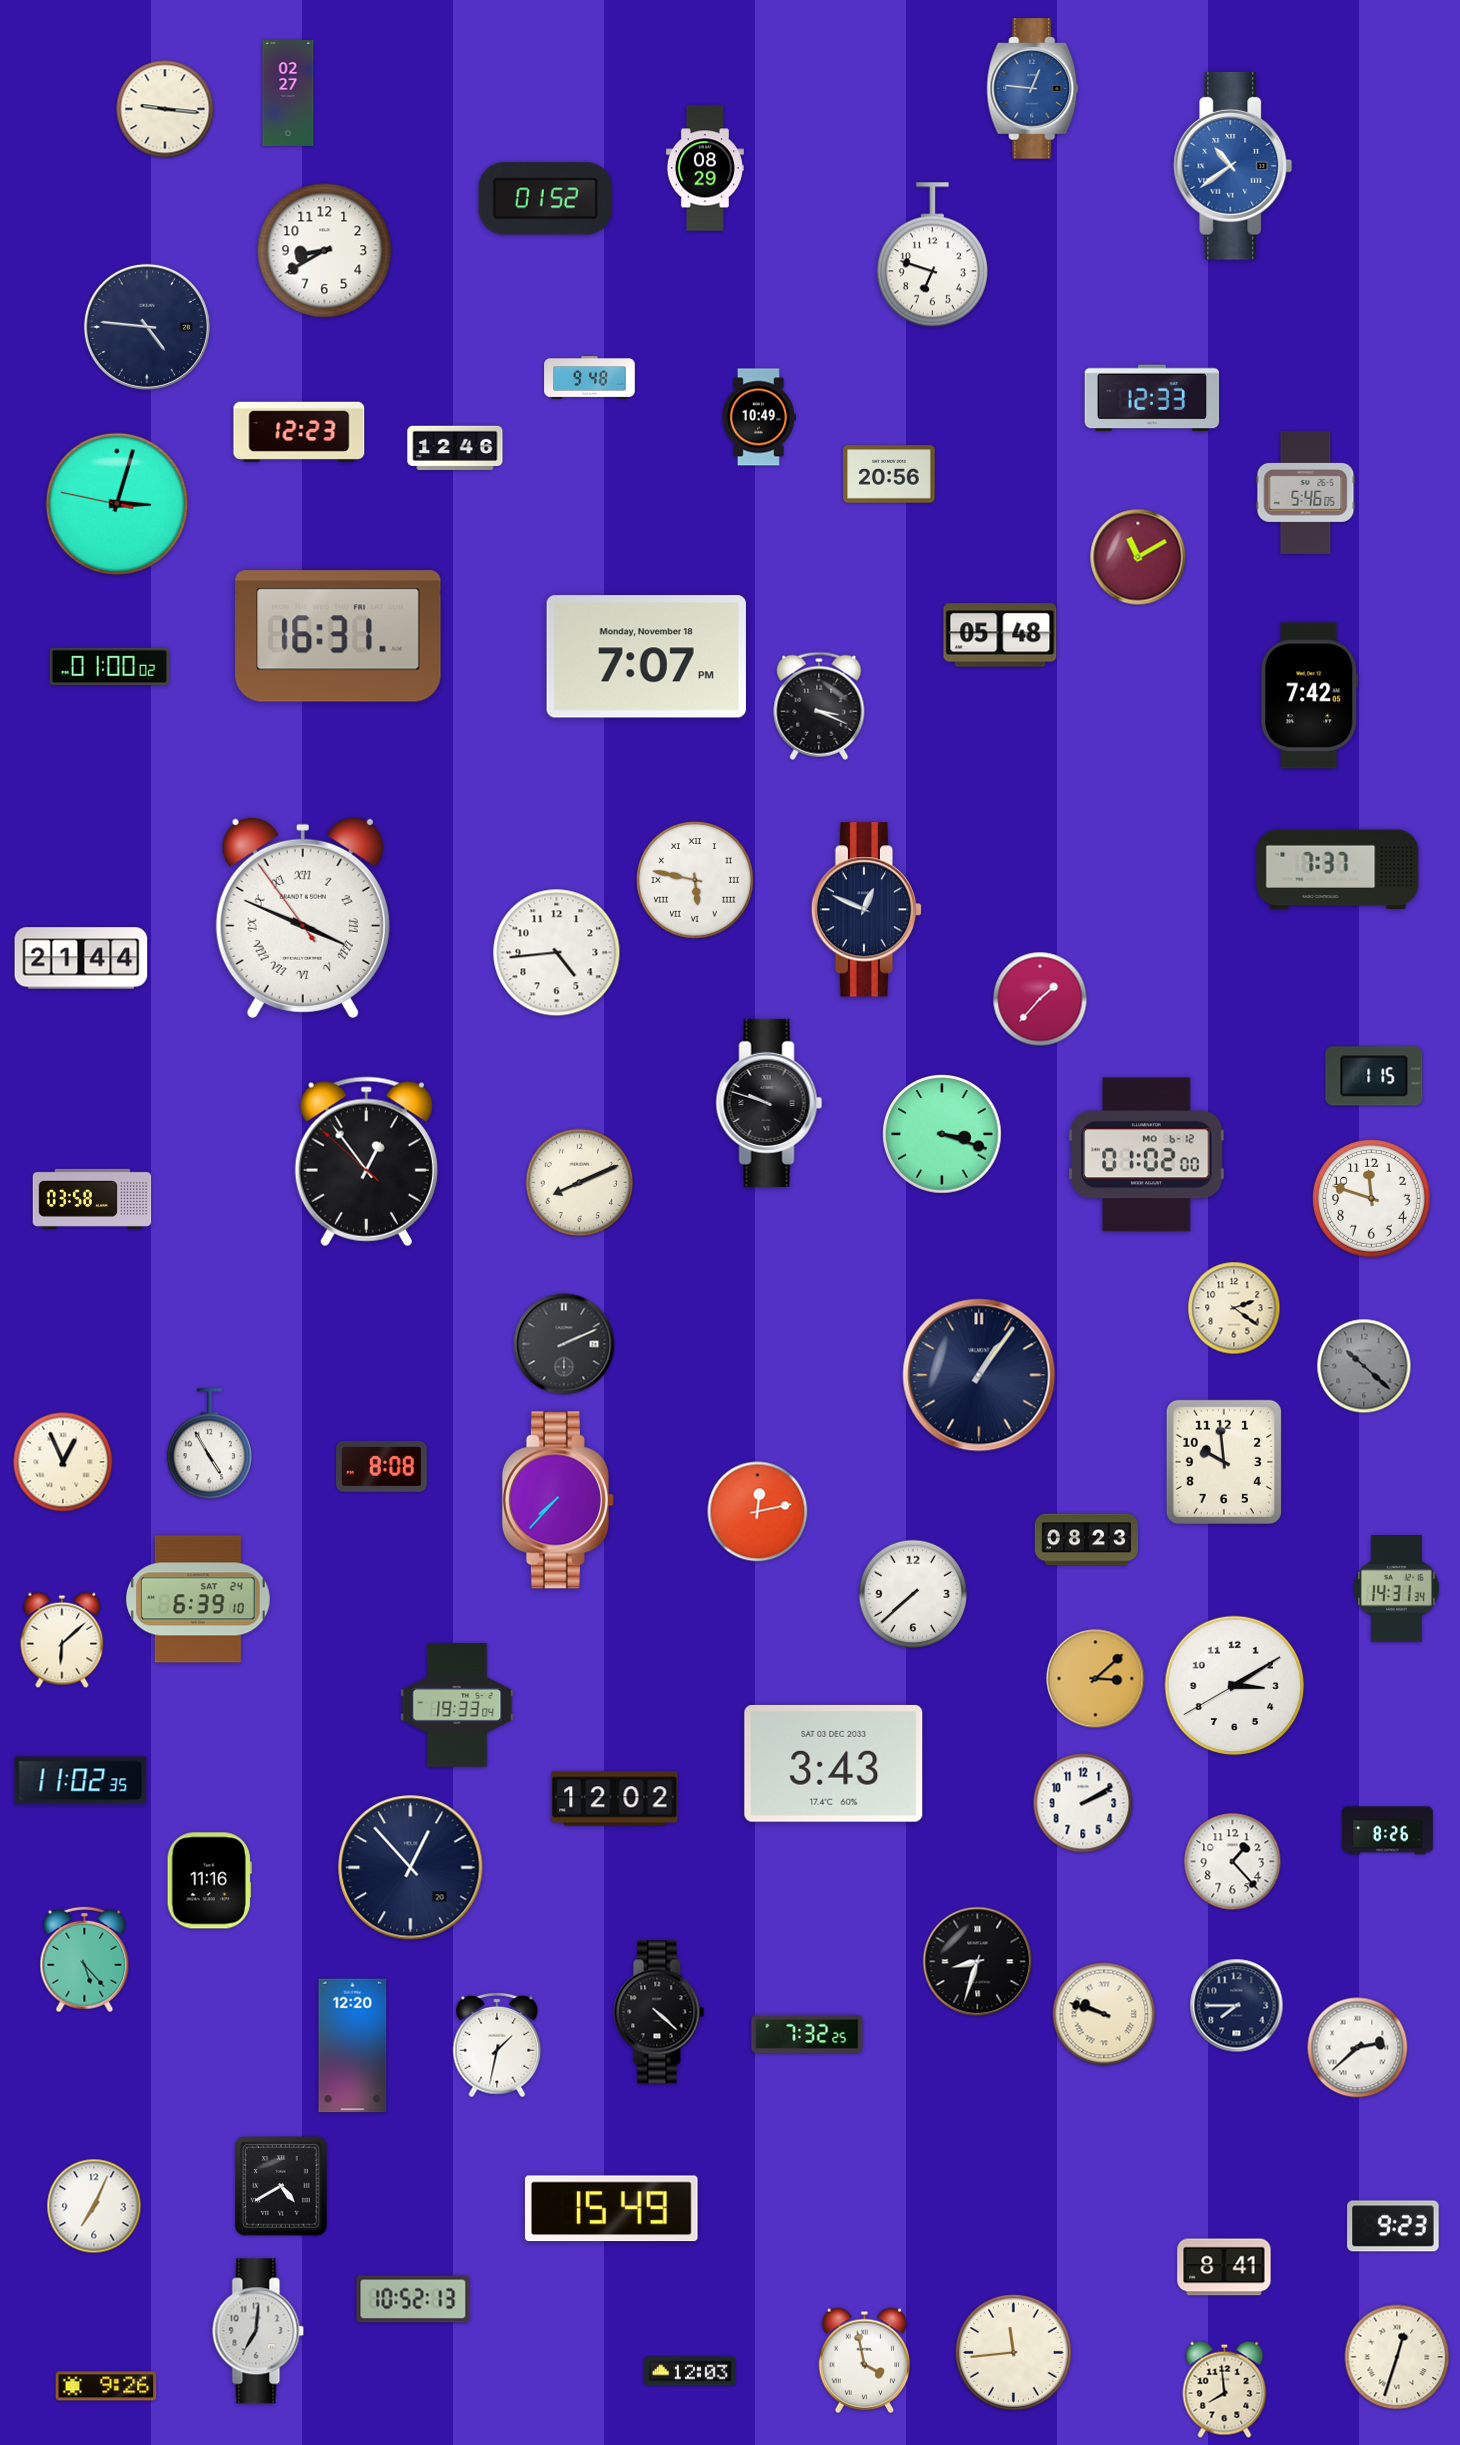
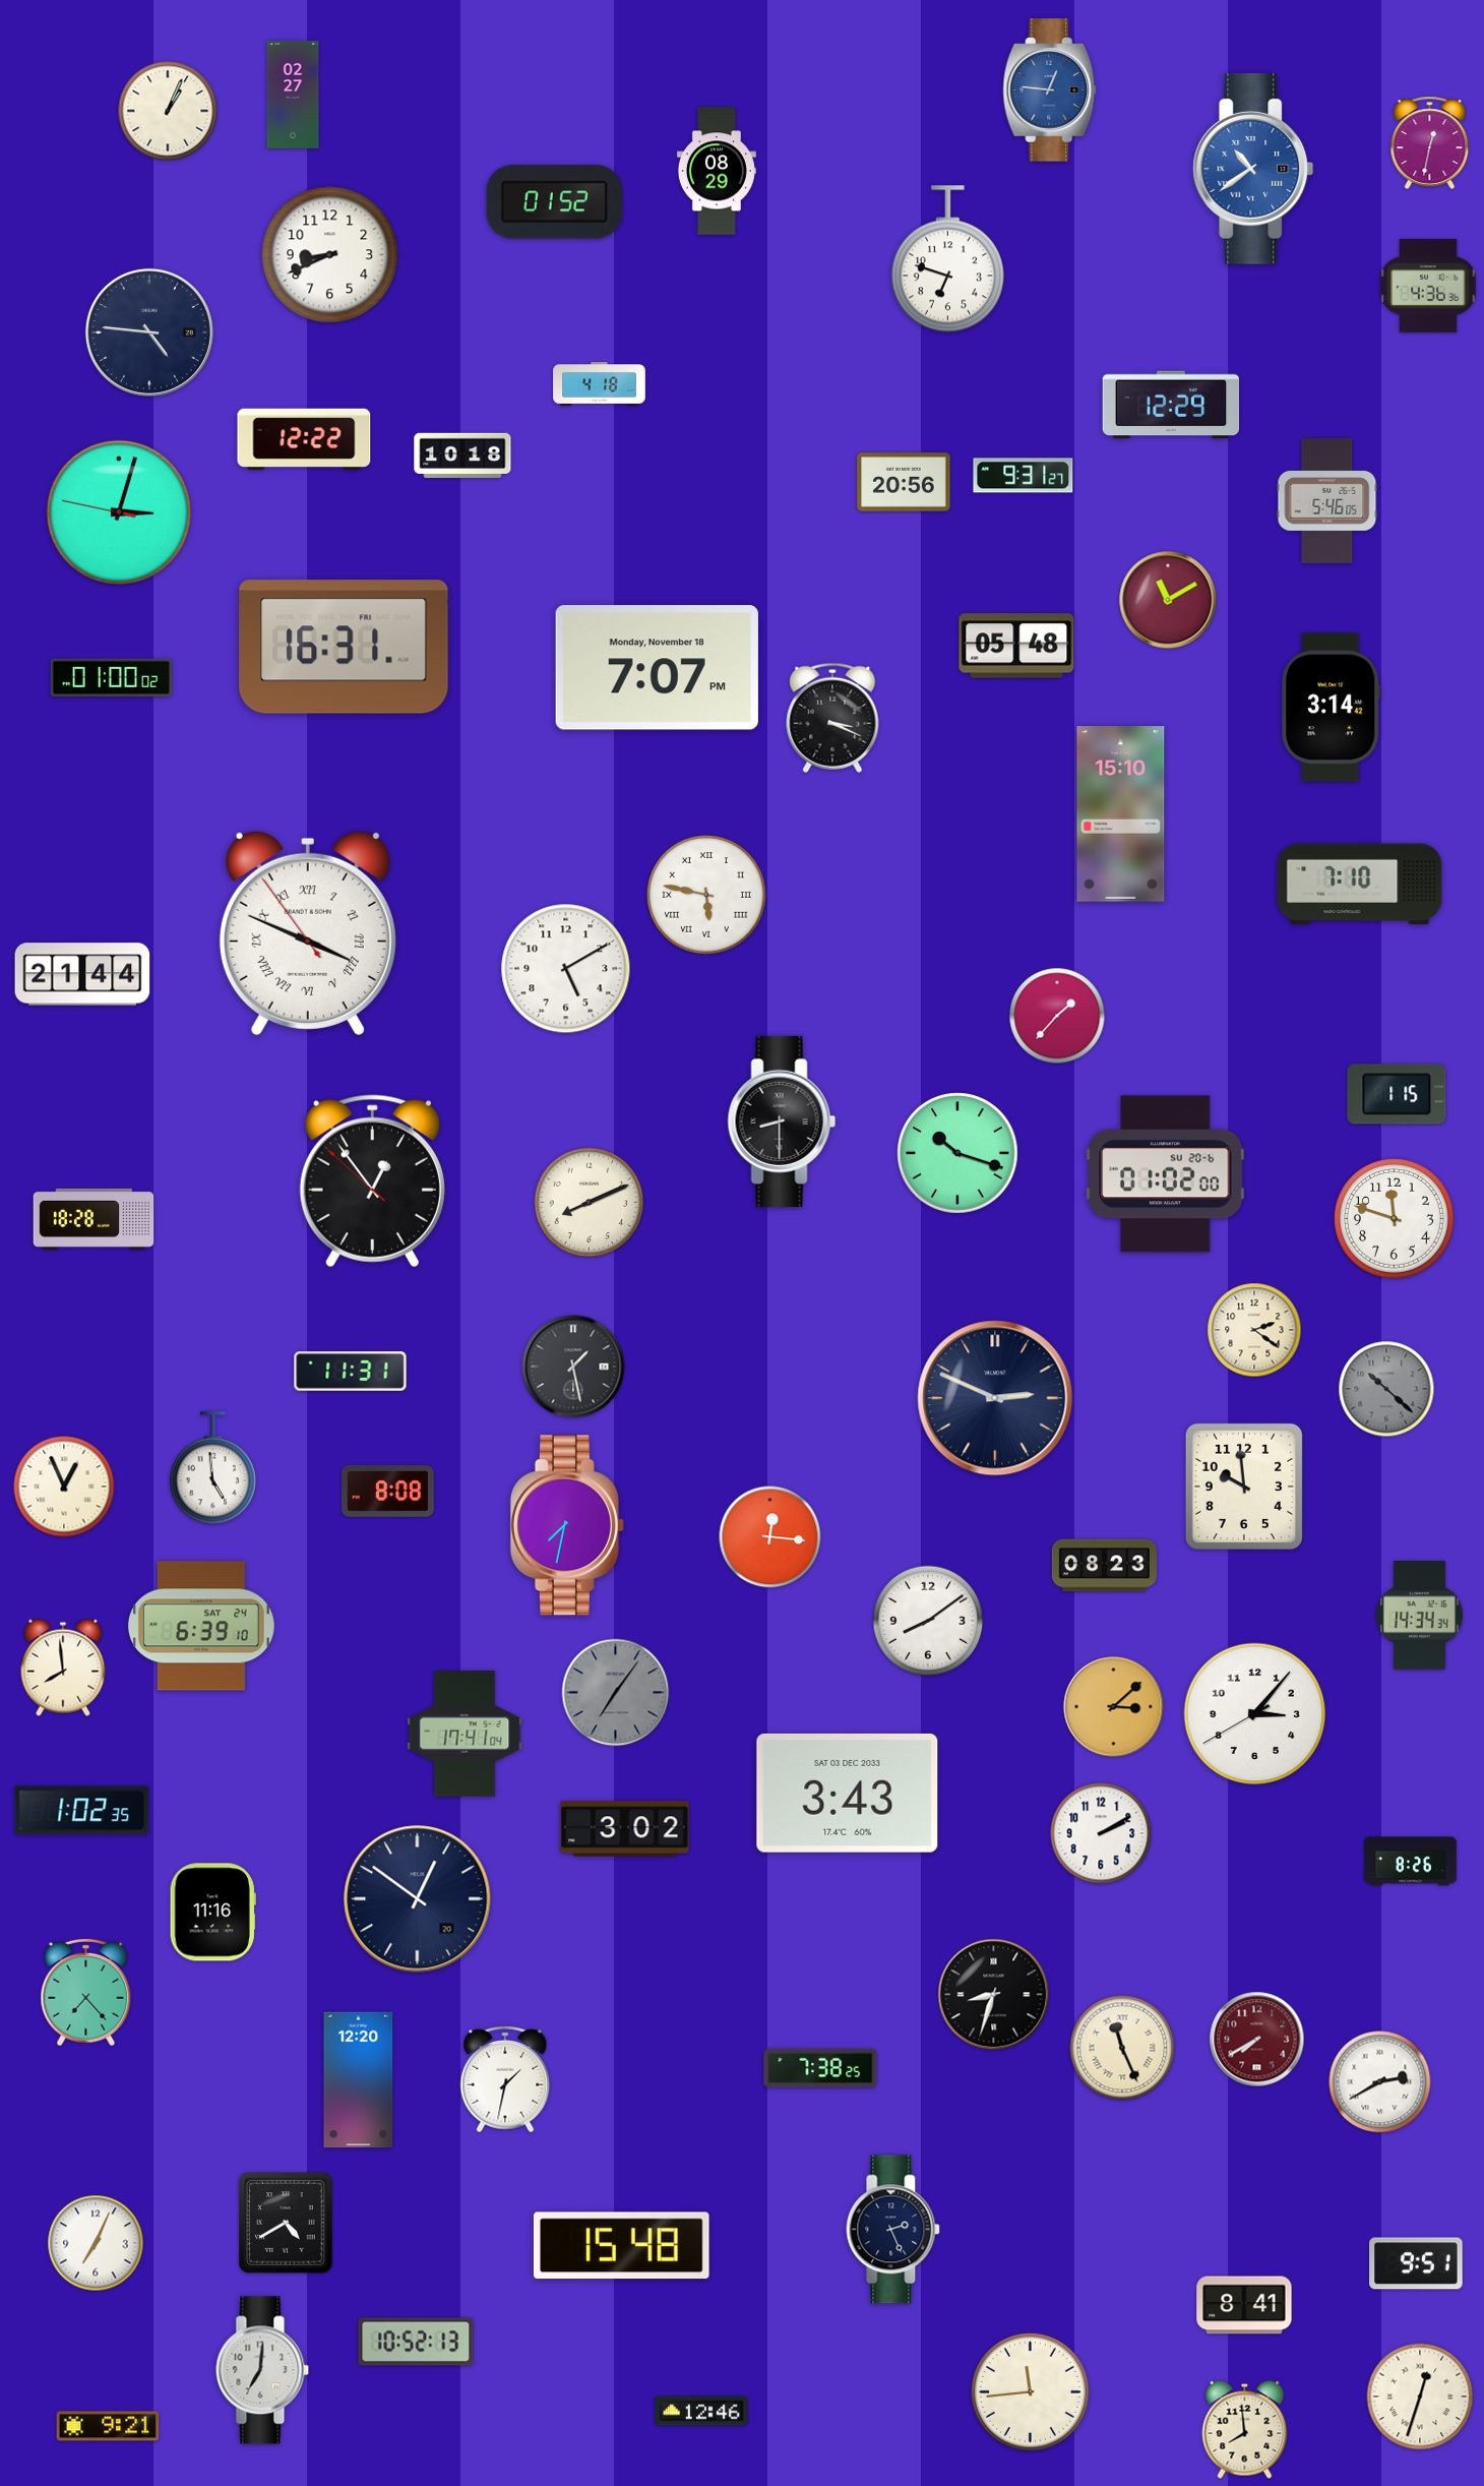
clock at (165, 109): 9:16 -> 1:04
clock at (1430, 142): none -> 12:32
clock at (325, 251): 8:40 -> 8:41
clock at (1428, 286): none -> 4:36
clock at (590, 378): 9:48 -> 4:18
clock at (1152, 398): 12:33 -> 12:29
clock at (758, 417): 10:49 -> none
clock at (299, 431): 12:23 -> 12:22
clock at (455, 448): 12:46 -> 10:18
clock at (1024, 476): none -> 9:31
clock at (1138, 557) position: (1138, 557) -> (1168, 600)
clock at (1310, 696): 7:42 -> 3:14
clock at (1121, 814): none -> 15:10
clock at (1338, 870): 7:37 -> 7:10
clock at (867, 910): 12:49 -> none
clock at (557, 953): 4:44 -> 5:10
clock at (769, 1103): 9:48 -> 8:30
clock at (942, 1134): 3:18 -> 10:18
clock at (1147, 1155) date: MO 6-12 -> SU 20-6
clock at (92, 1199): 03:58 -> 18:28
clock at (564, 1344): 2:11 -> 1:28
clock at (351, 1372): none -> 11:31
clock at (979, 1375): 1:06 -> 2:49
clock at (209, 1444): 4:55 -> 4:59
clock at (558, 1500): 7:37 -> 7:32
clock at (758, 1512): 12:13 -> 12:16
clock at (1397, 1589): 14:31 -> 14:34
clock at (913, 1594): 7:38 -> 8:09
clock at (62, 1640): 6:08 -> 7:59
clock at (616, 1693): none -> 7:06
clock at (1235, 1686): 3:09 -> 3:06
clock at (457, 1705): 19:33 -> 17:41
clock at (81, 1781): 11:02 -> 1:02
clock at (615, 1799): 12:02 -> 3:02
clock at (1233, 1862): 1:23 -> none
clock at (411, 1868): 12:53 -> 12:51
clock at (85, 1960): 5:23 -> 7:23
clock at (1237, 2006): 7:45 -> 7:40
clock at (1237, 2006) dial: navy -> burgundy
clock at (659, 2012): 4:22 -> none
clock at (1104, 2014): 9:48 -> 11:26
clock at (807, 2034): 7:32 -> 7:38
clock at (1358, 2048): 2:38 -> 2:40
clock at (893, 2230): none -> 2:26
clock at (611, 2209): 15:49 -> 15:48
clock at (1393, 2226): 9:23 -> 9:51
clock at (413, 2299) position: (413, 2299) -> (416, 2342)
clock at (865, 2360): 3:58 -> none
clock at (690, 2371): 12:03 -> 12:46
clock at (106, 2386): 9:26 -> 9:21
